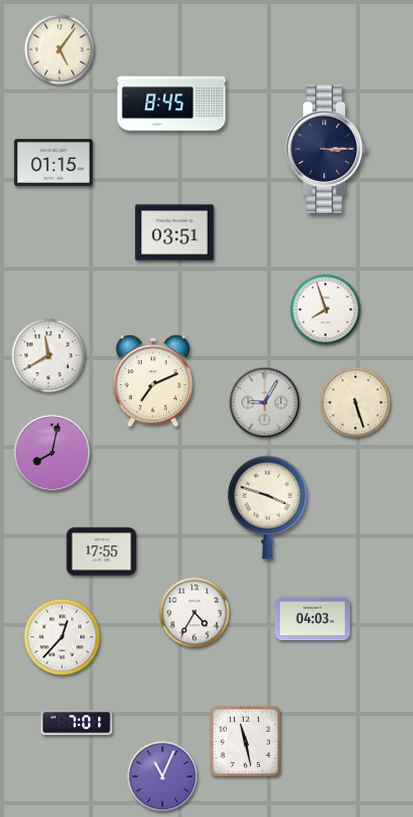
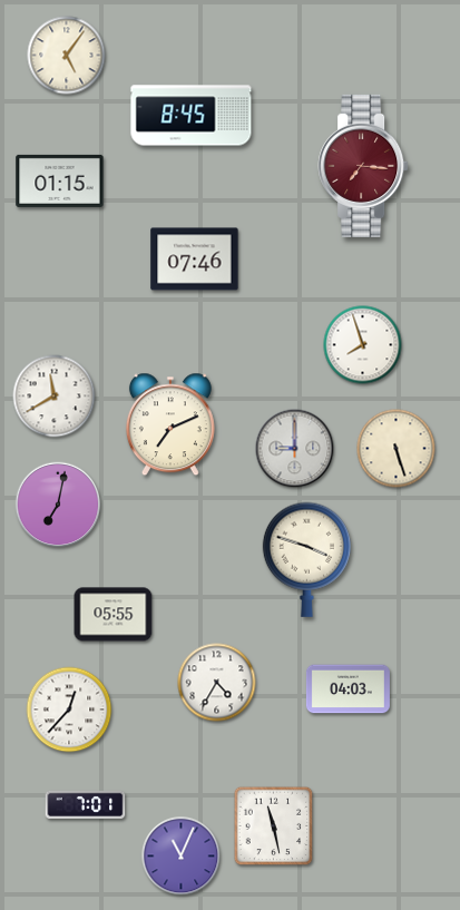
clock at (326, 149): 3:15 -> 7:16
clock at (326, 149) dial: navy -> burgundy
clock at (175, 233): 03:51 -> 07:46
clock at (265, 403): 9:05 -> 9:00
clock at (52, 453): 8:02 -> 7:02
clock at (267, 507) position: (267, 507) -> (306, 559)
clock at (102, 552): 17:55 -> 05:55
clock at (163, 777) position: (163, 777) -> (182, 857)
